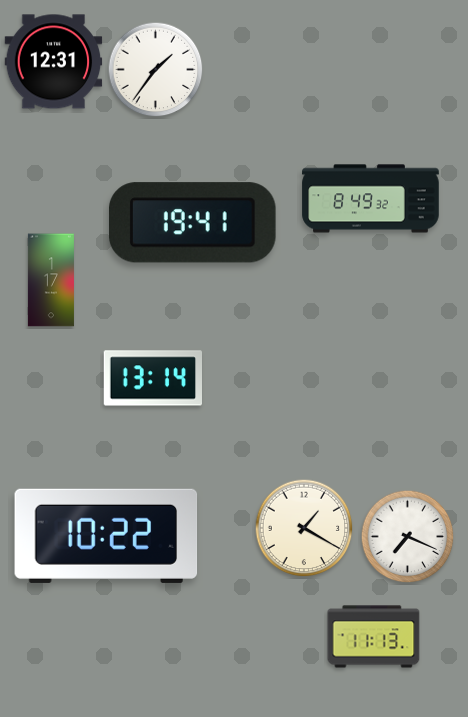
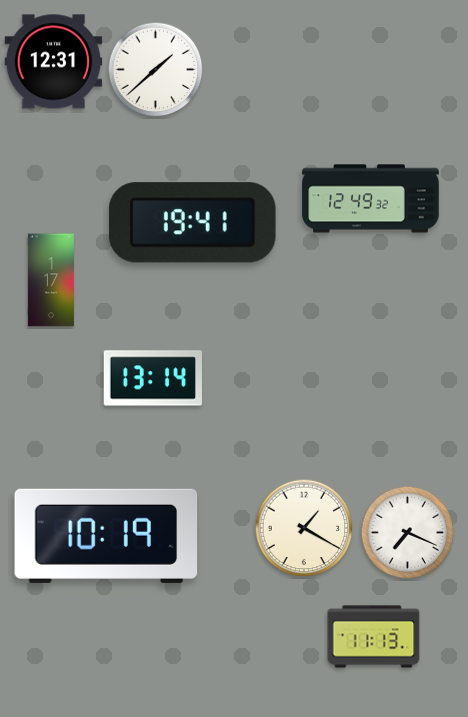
clock at (156, 70): 1:36 -> 1:38
clock at (371, 199): 8:49 -> 12:49
clock at (106, 536): 10:22 -> 10:19
clock at (408, 537) position: (408, 537) -> (408, 533)
